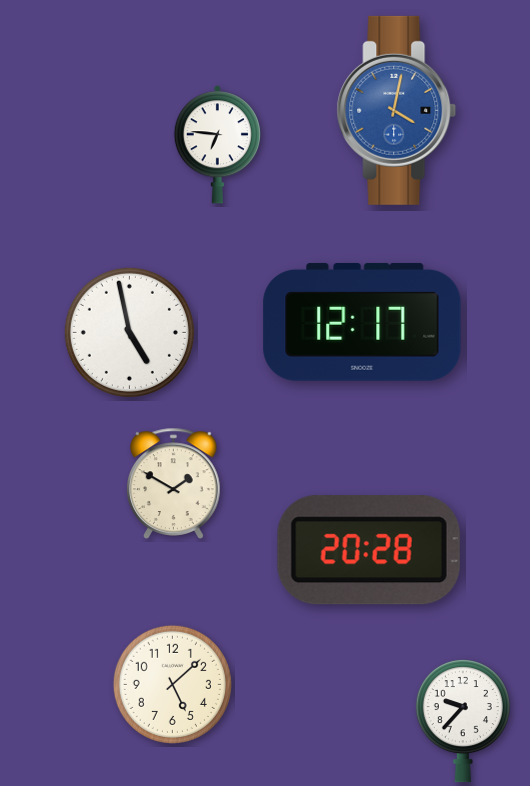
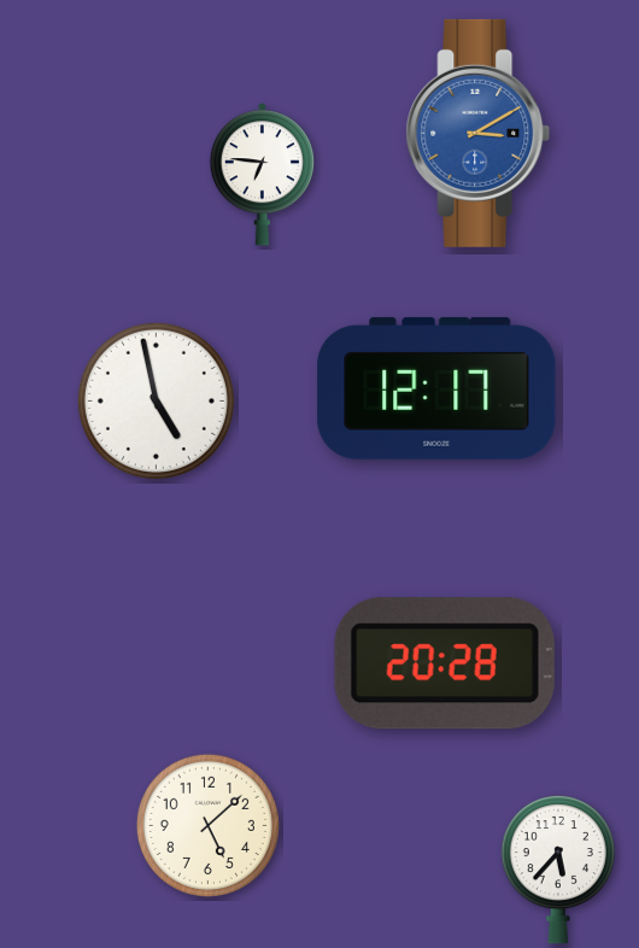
clock at (397, 110): 4:02 -> 3:10
clock at (174, 483): 1:50 -> none
clock at (463, 722): 9:37 -> 5:37
